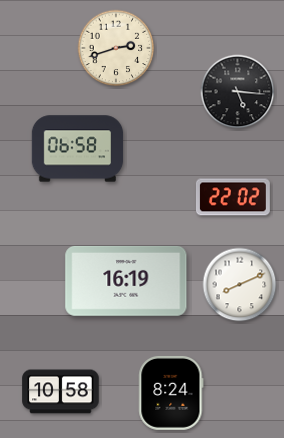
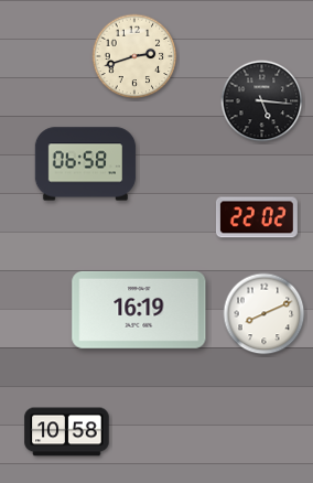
clock at (116, 48) position: (116, 48) -> (134, 56)
clock at (171, 393): 8:24 -> none
